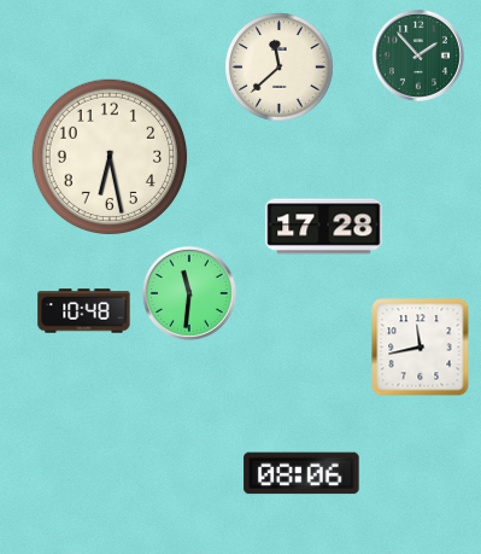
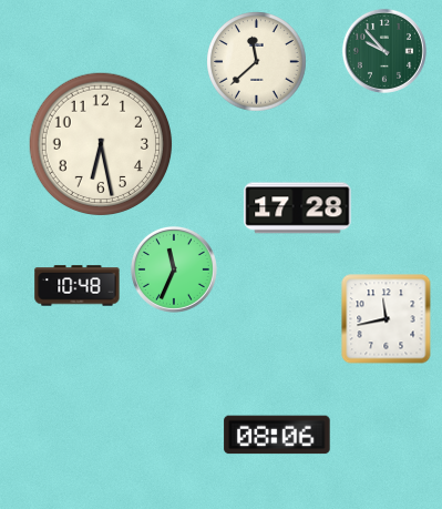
clock at (418, 56): 1:53 -> 9:53
clock at (189, 293): 11:31 -> 11:34
